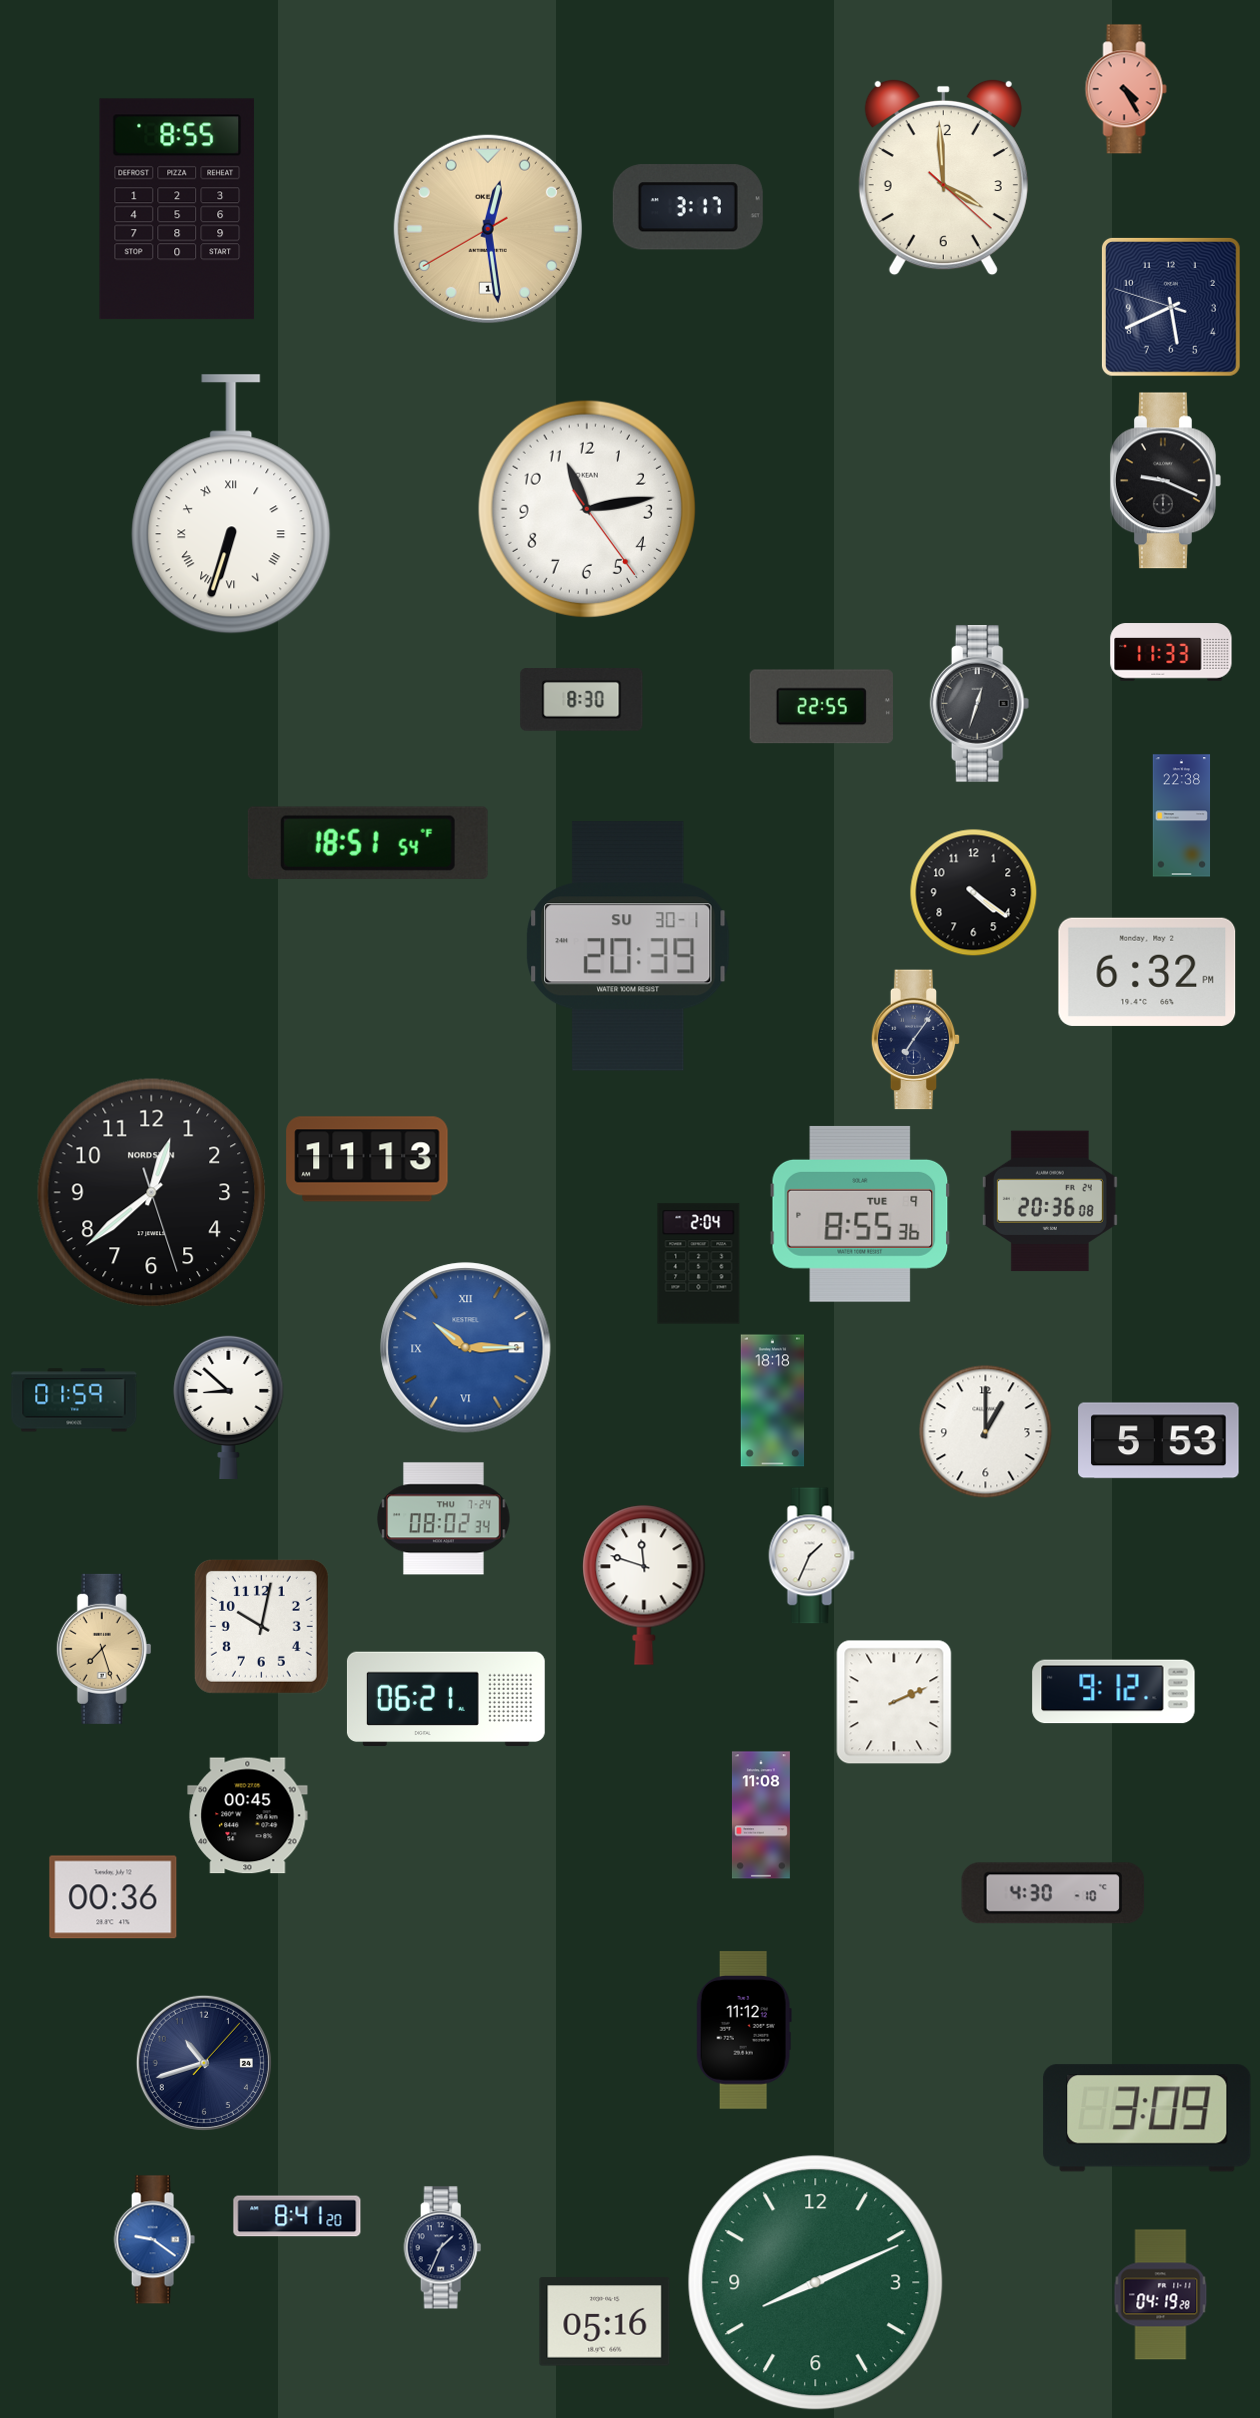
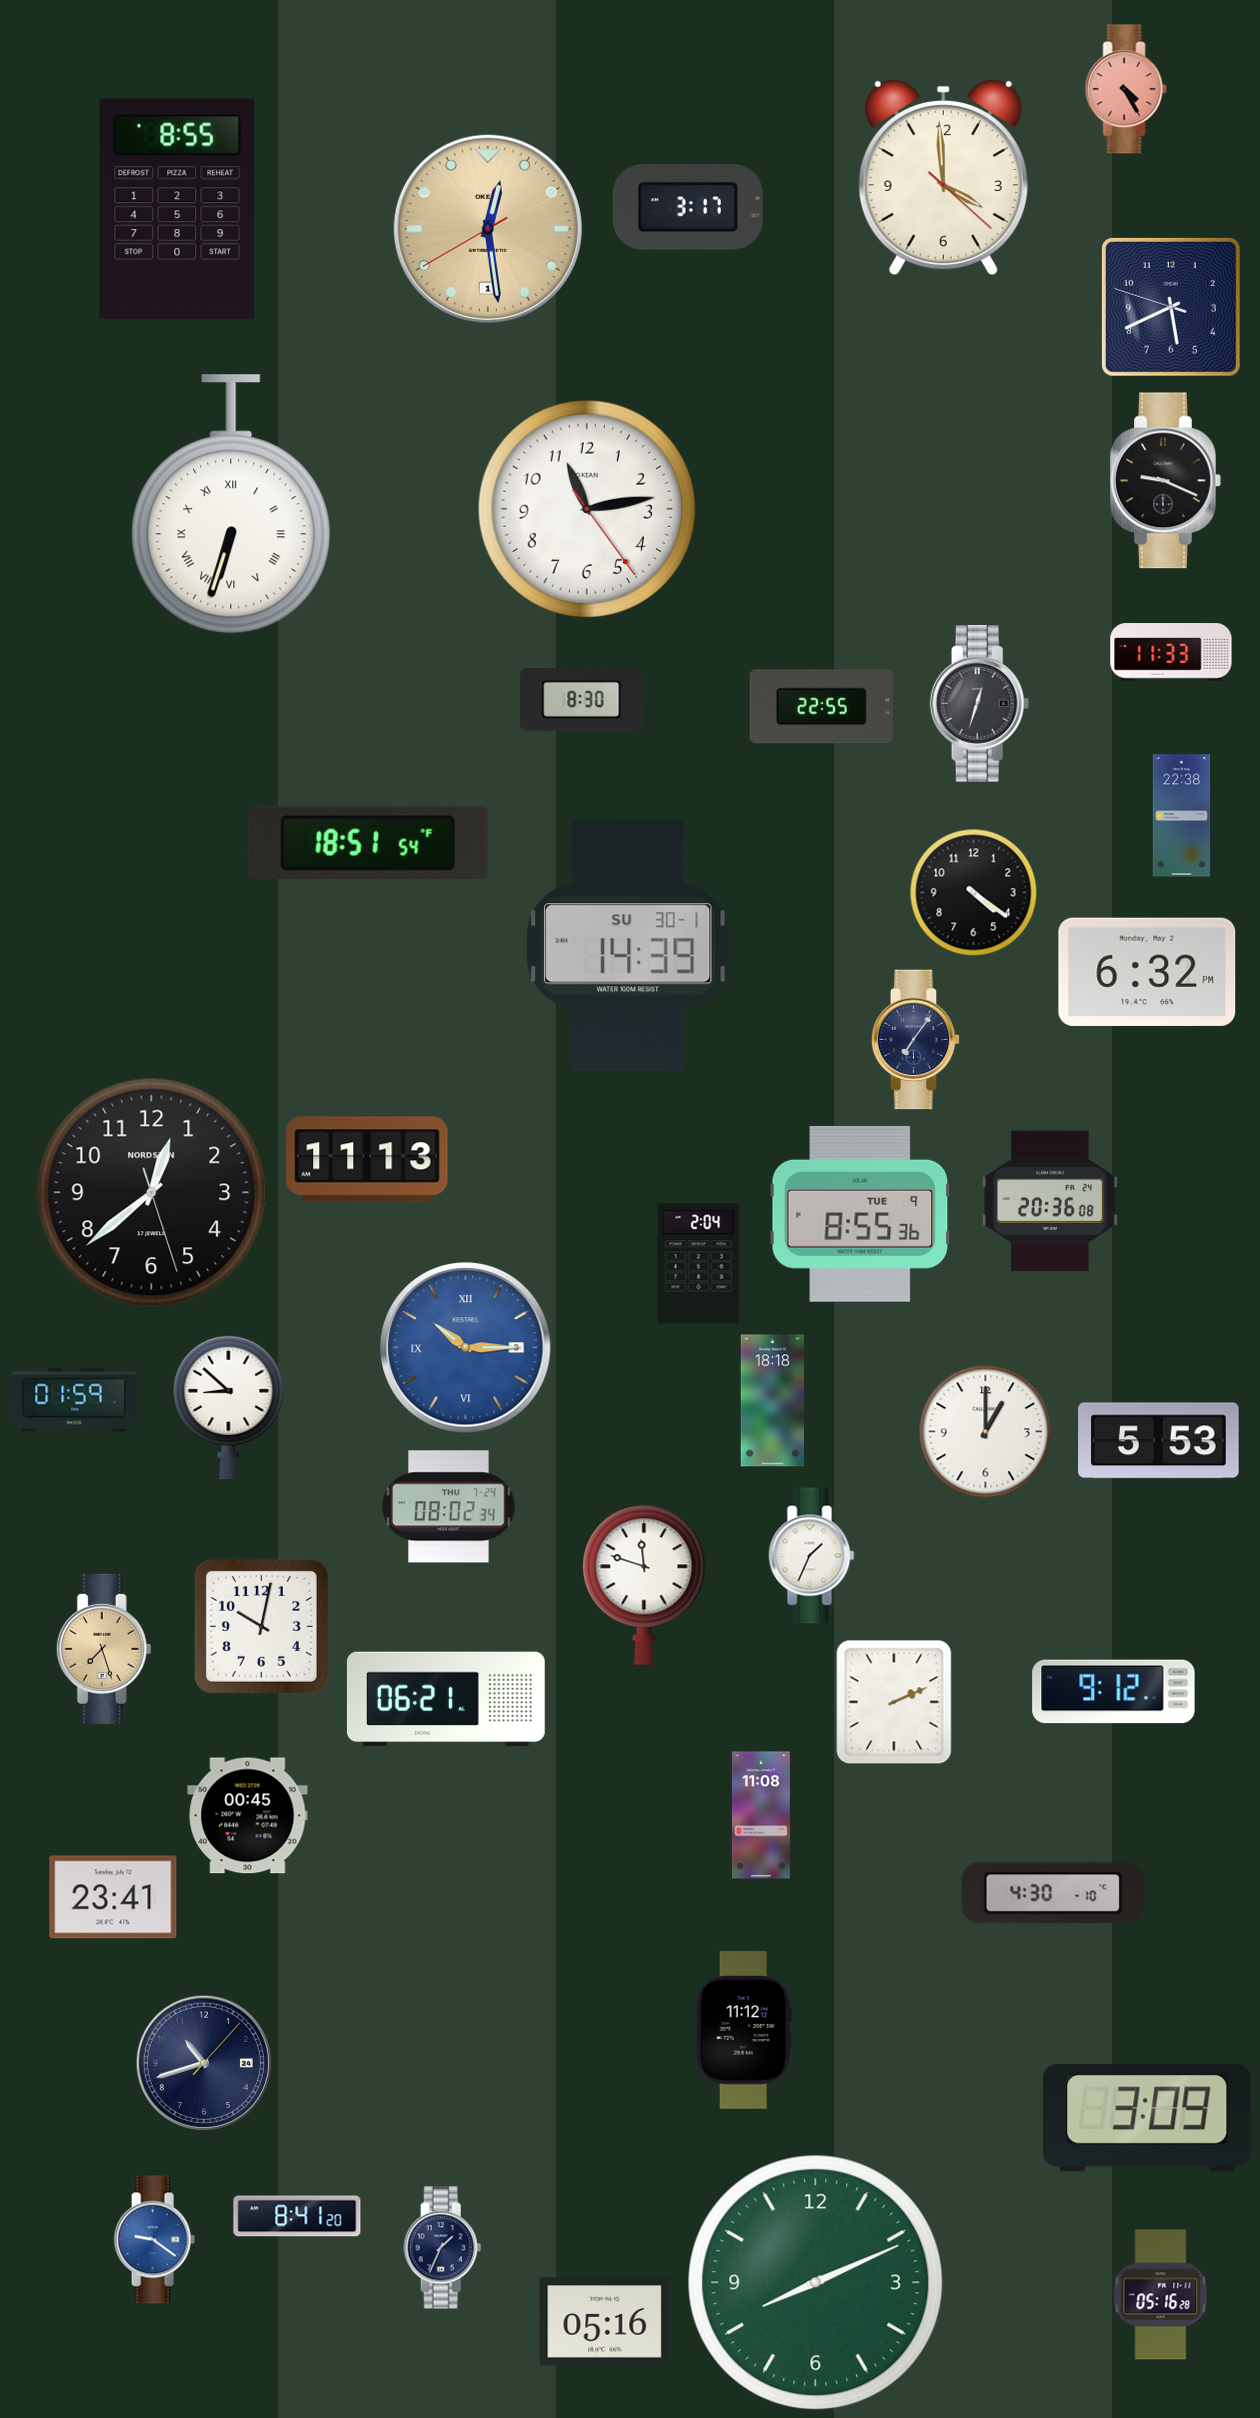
clock at (628, 946): 20:39 -> 14:39
clock at (444, 1519) position: (444, 1519) -> (449, 1507)
clock at (113, 1897): 00:36 -> 23:41
clock at (1161, 2295): 04:19 -> 05:16
